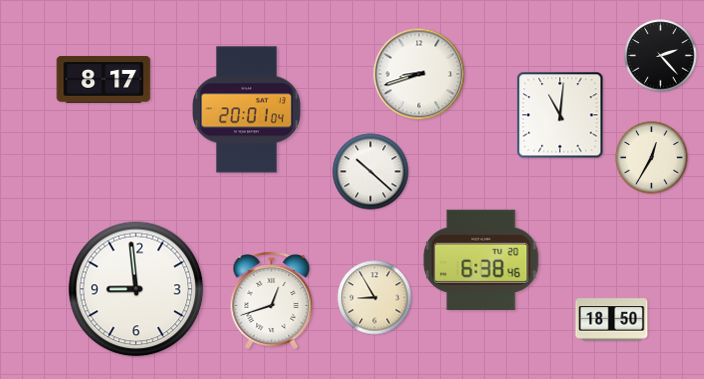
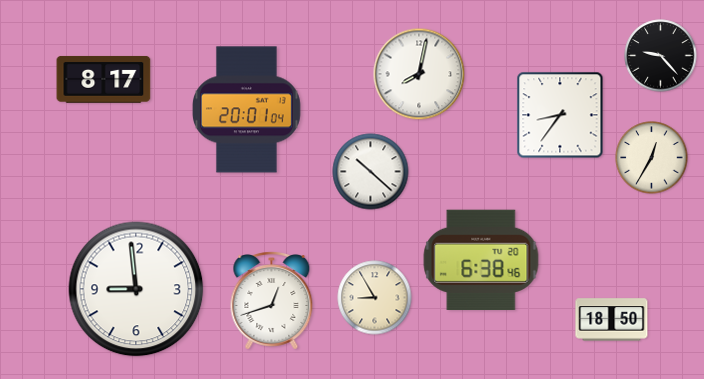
clock at (661, 56): 2:23 -> 9:23
clock at (419, 74): 8:42 -> 8:02
clock at (560, 115): 11:01 -> 8:36
